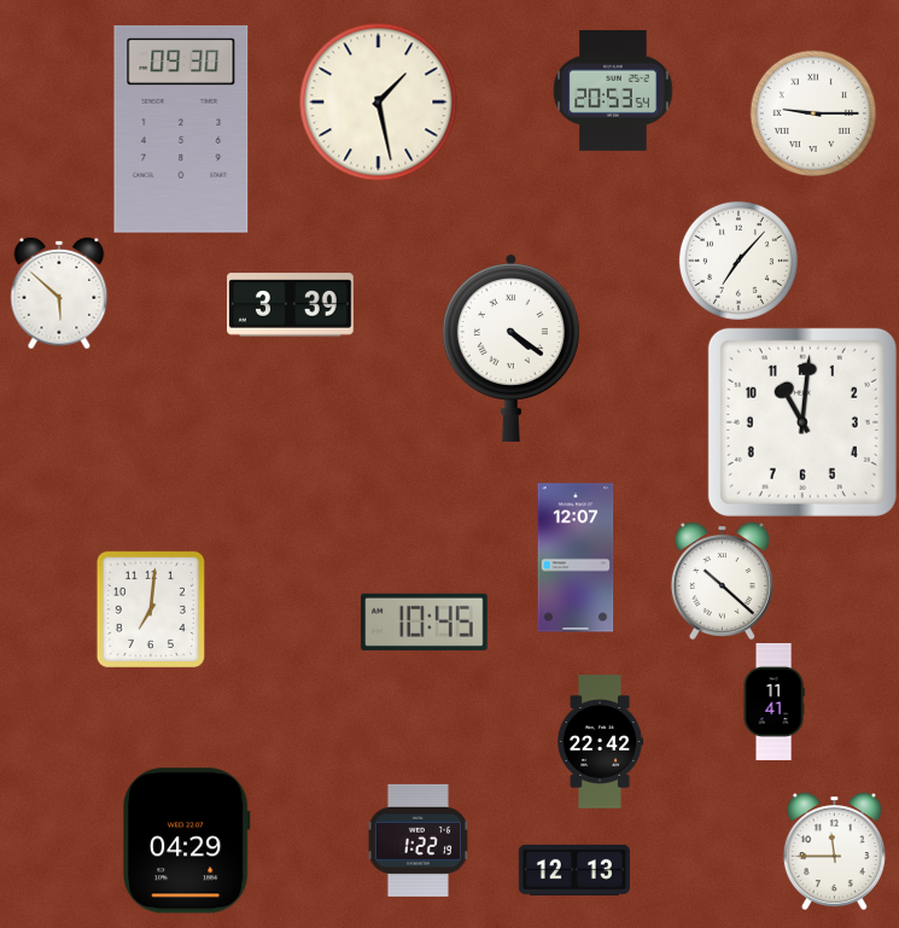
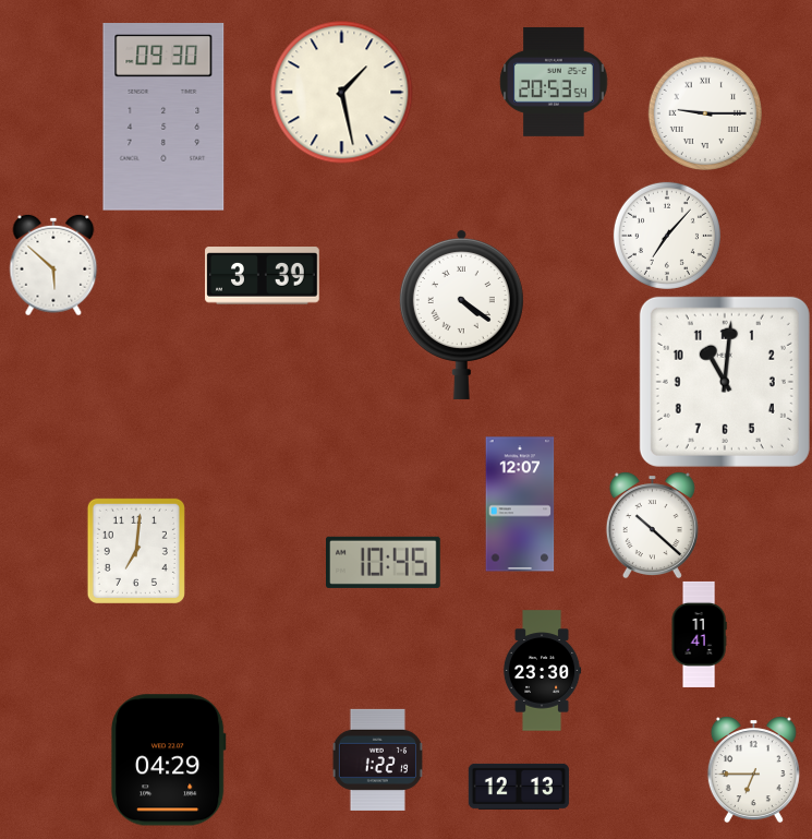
clock at (812, 112) position: (812, 112) -> (704, 112)
clock at (600, 742): 22:42 -> 23:30
clock at (834, 851): 11:45 -> 6:45
